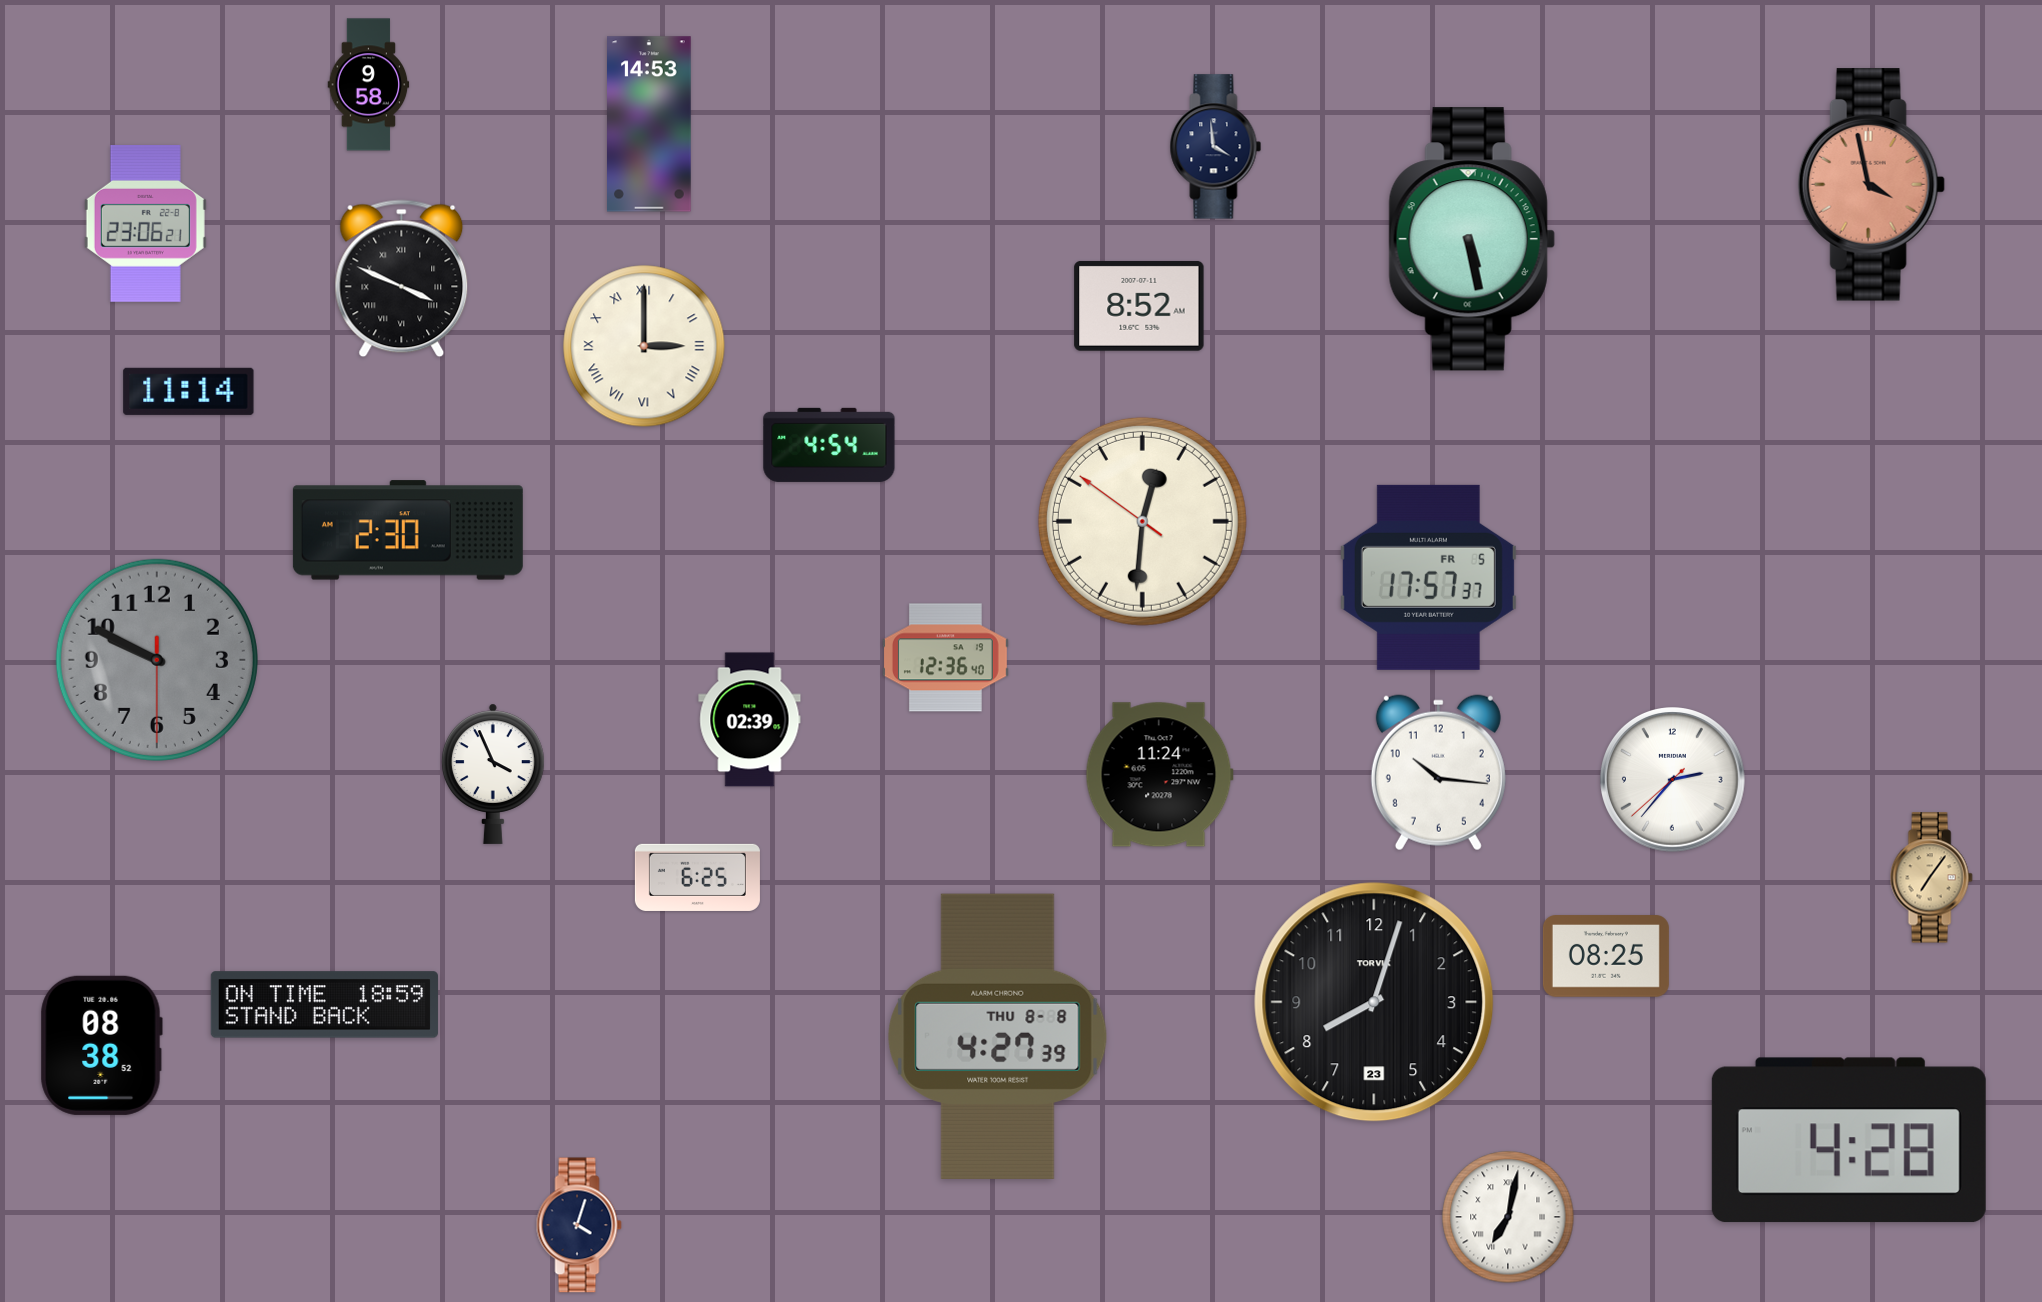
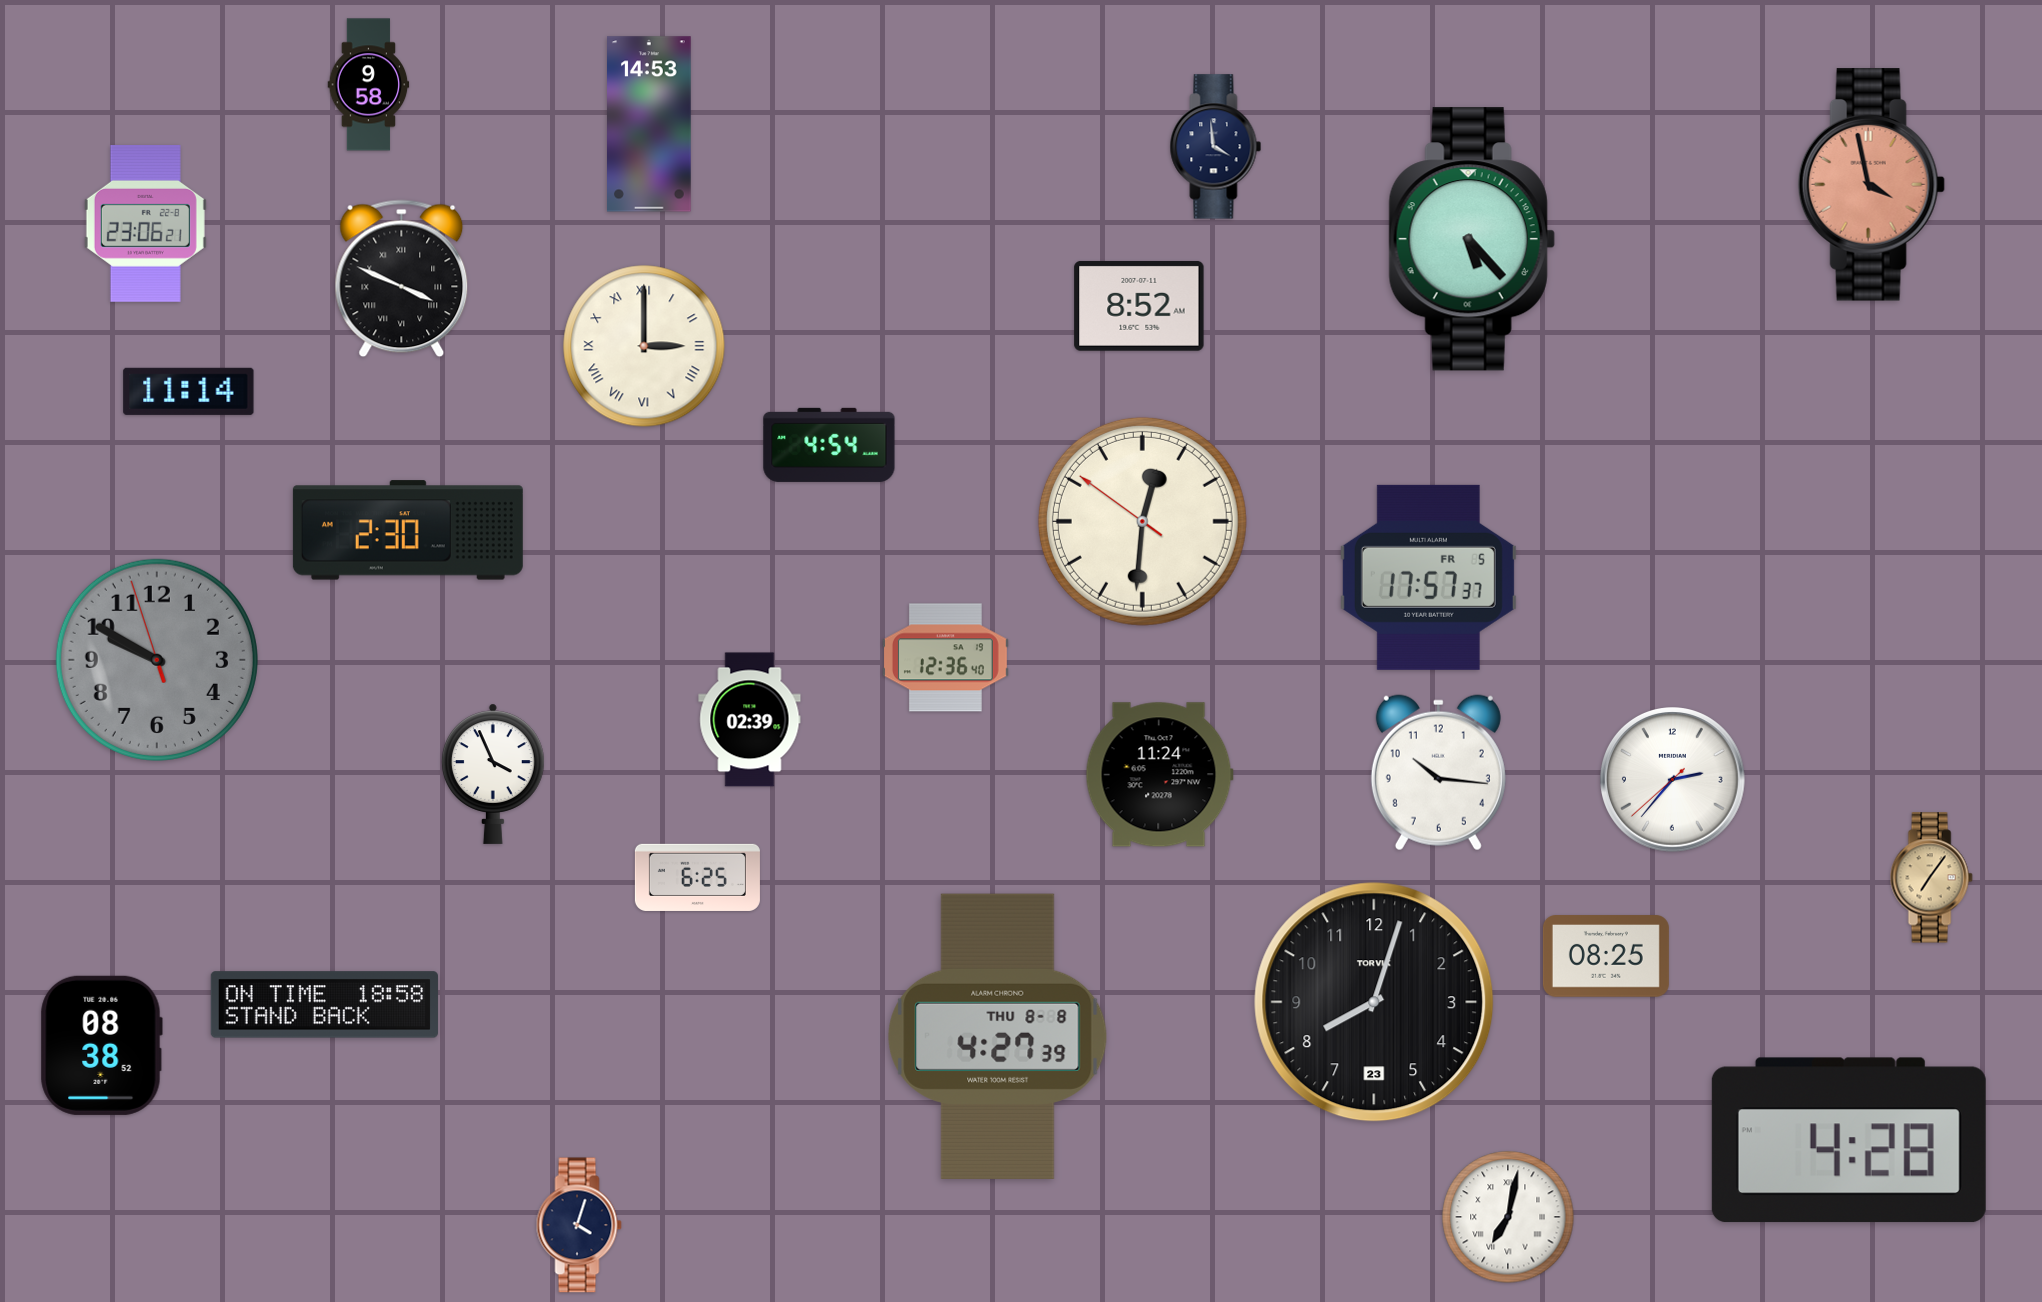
clock at (1472, 239): 5:28 -> 5:23
clock at (157, 660): 9:49:30 -> 9:49:57
clock at (324, 1005): 18:59 -> 18:58
